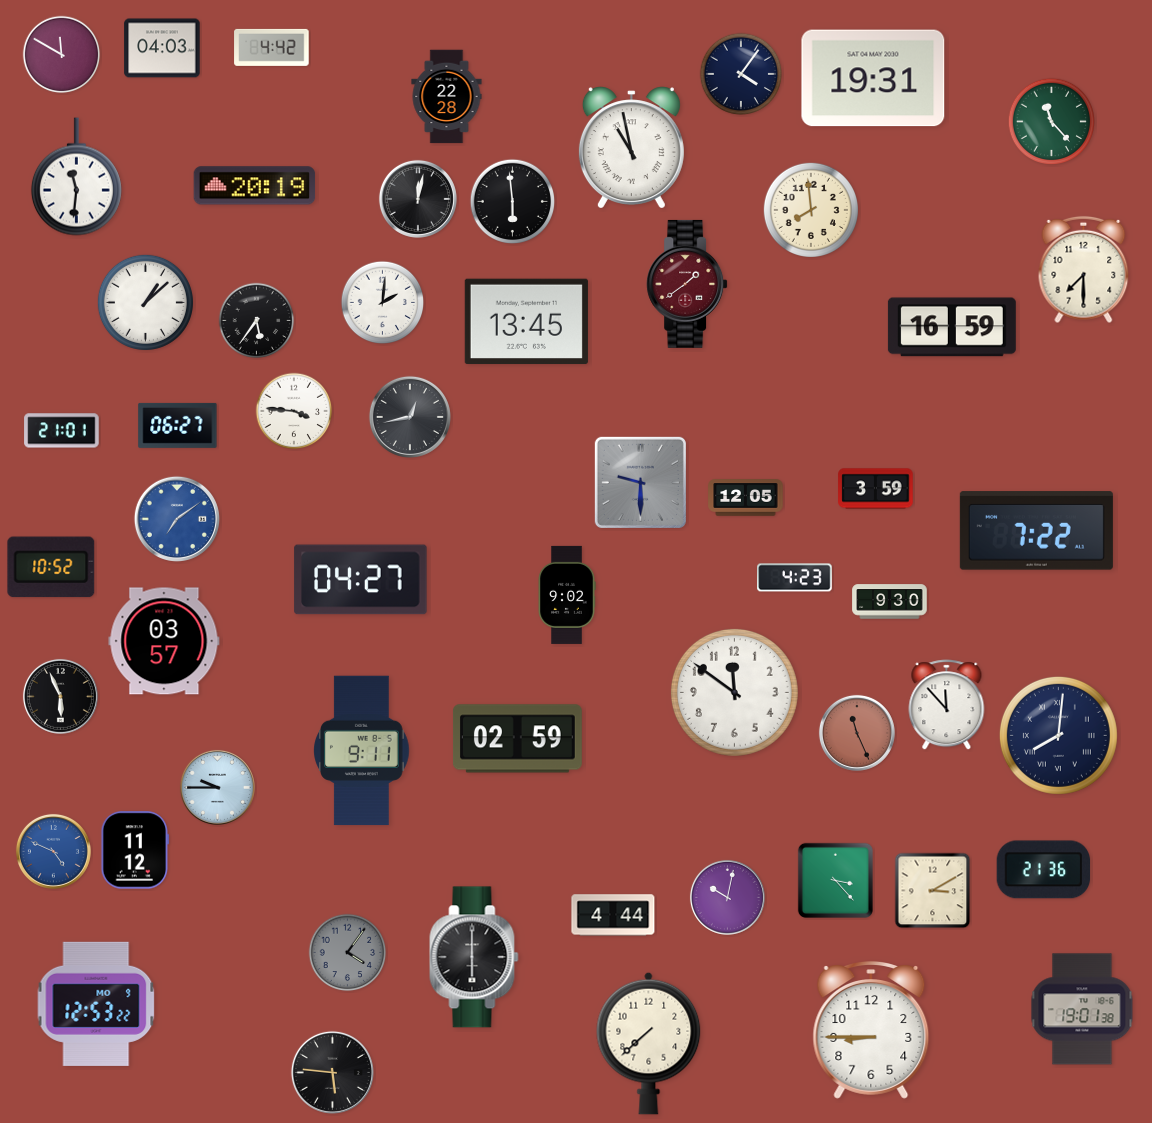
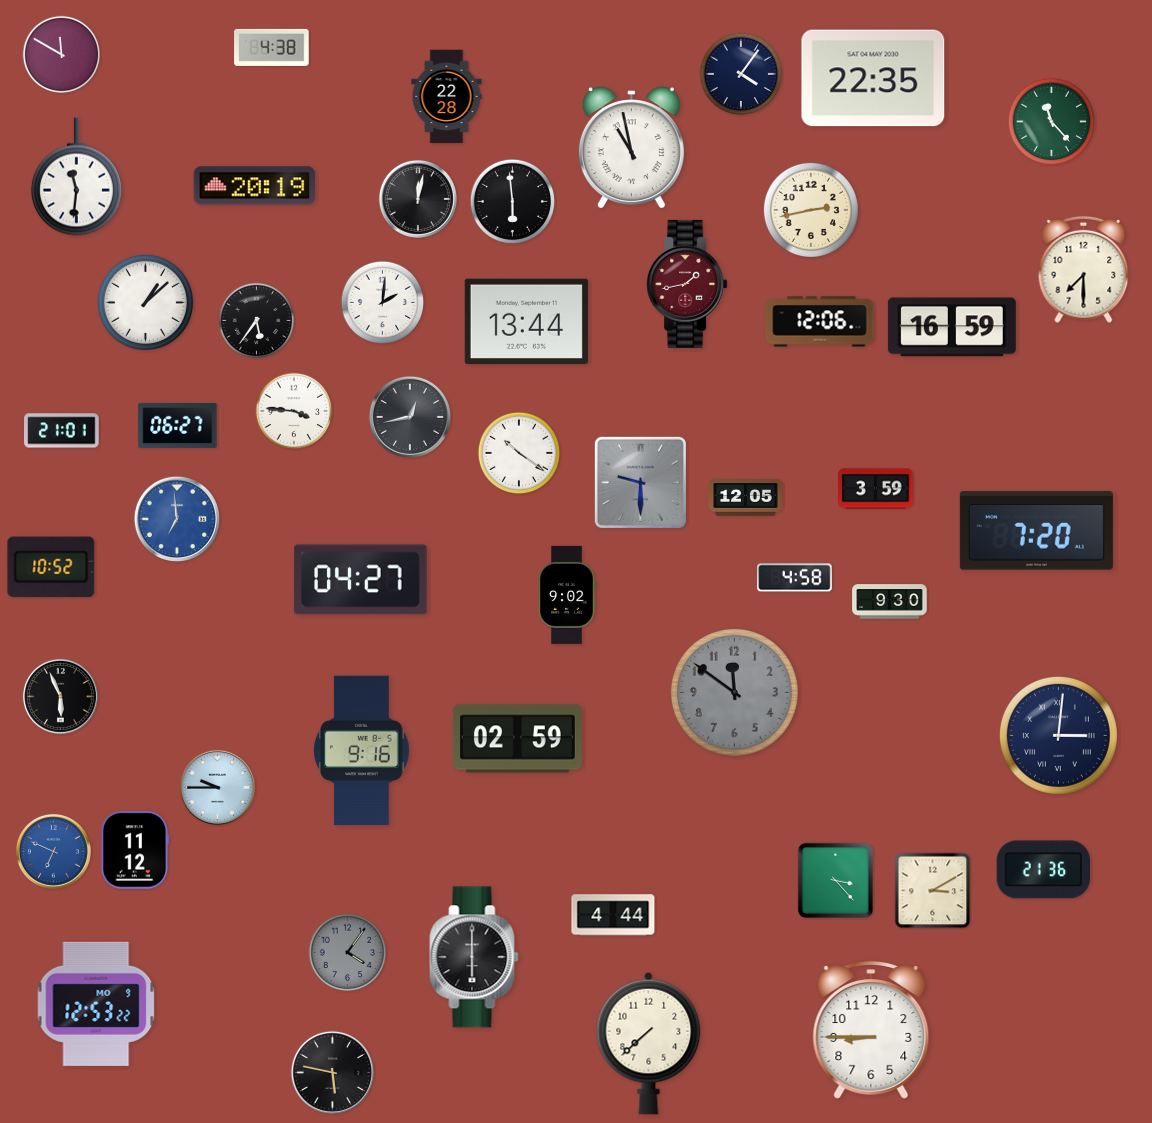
clock at (272, 47): 4:42 -> 4:38
clock at (162, 48): 04:03 -> none
clock at (873, 78): 19:31 -> 22:35
clock at (811, 210): 7:59 -> 2:43
clock at (687, 284): 1:39 -> 1:43
clock at (526, 322): 13:45 -> 13:44
clock at (820, 322): none -> 12:06
clock at (519, 453): none -> 10:21
clock at (177, 519): 7:09 -> 6:59
clock at (1036, 531): 7:22 -> 7:20
clock at (795, 578): 4:23 -> 4:58
clock at (164, 641): 03:57 -> none
clock at (734, 692) dial: white -> grey
clock at (947, 705): 11:53 -> none
clock at (857, 733): 11:26 -> none
clock at (1058, 735): 8:01 -> 3:01
clock at (362, 751): 9:11 -> 9:16
clock at (53, 851): 4:49 -> 6:49
clock at (727, 897): 10:02 -> none
clock at (1082, 1009): 19:01 -> none
clock at (332, 1072): 5:46 -> 5:47
